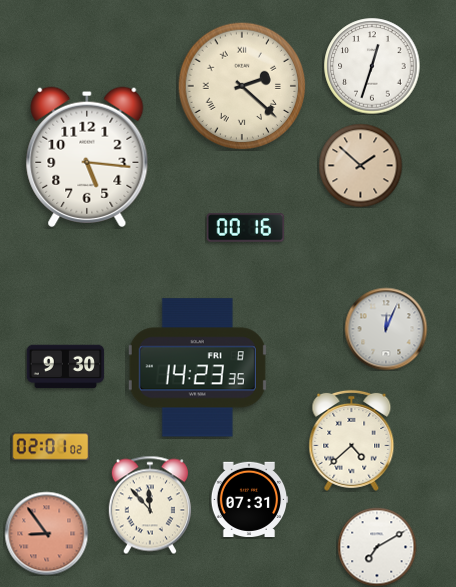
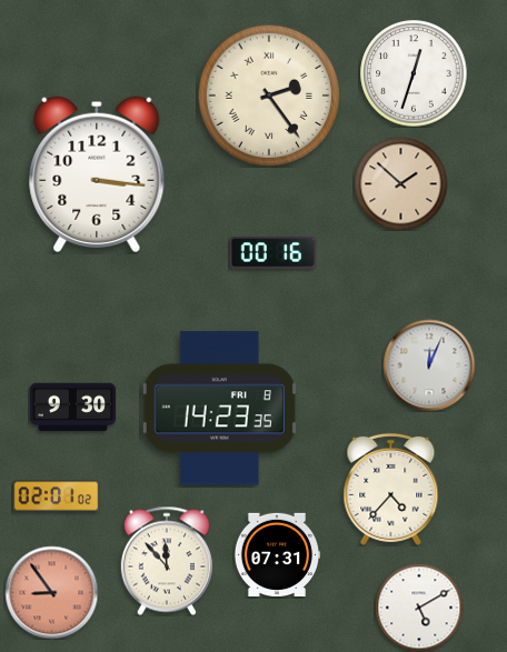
clock at (242, 86): 2:22 -> 2:24
clock at (87, 157): 5:16 -> 3:16
clock at (352, 440): 4:38 -> 4:37
clock at (377, 547): 7:10 -> 5:10
